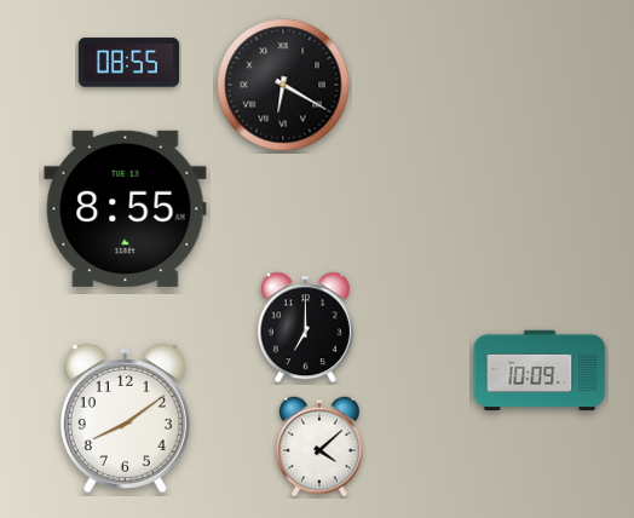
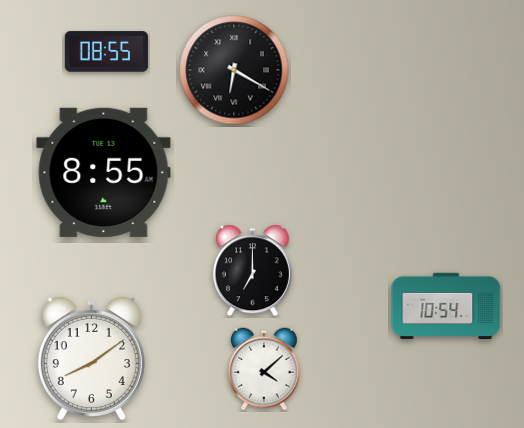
clock at (540, 369): 10:09 -> 10:54
clock at (125, 419) position: (125, 419) -> (91, 359)
